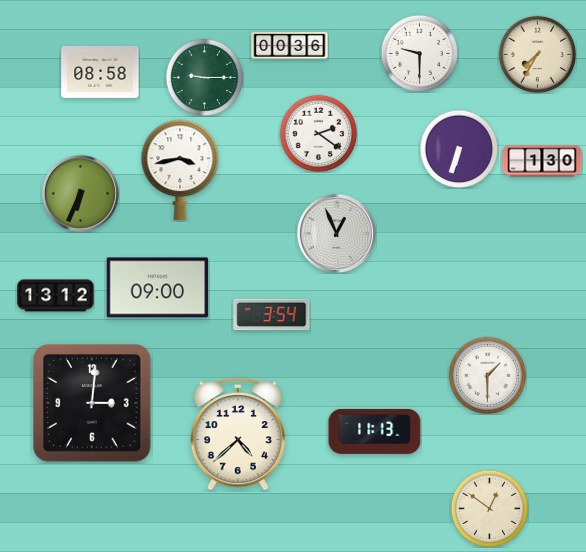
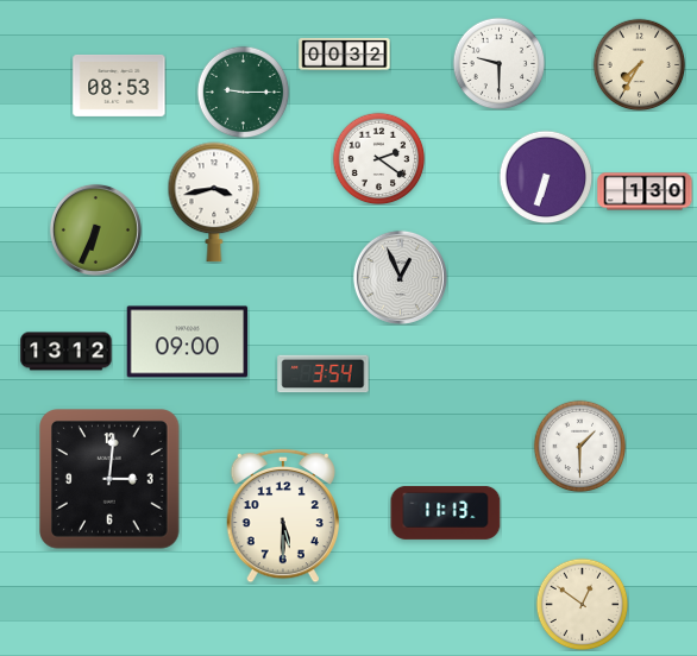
clock at (290, 45): 00:36 -> 00:32
clock at (100, 72): 08:58 -> 08:53
clock at (238, 434): 4:38 -> 5:30
